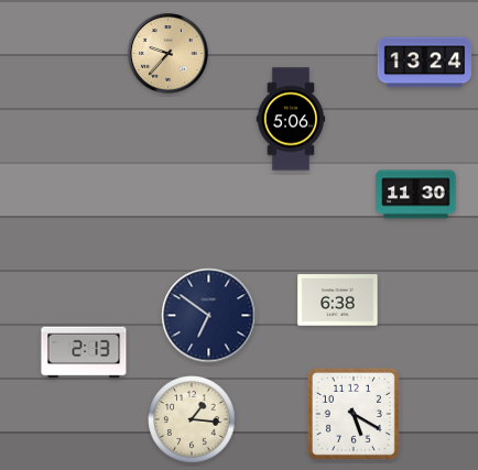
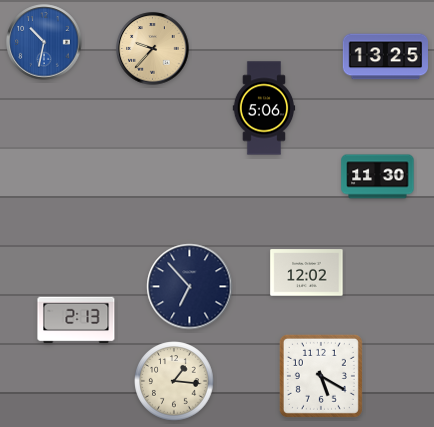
clock at (44, 42): none -> 10:32
clock at (424, 63): 13:24 -> 13:25
clock at (338, 300): 6:38 -> 12:02
clock at (209, 316): 6:51 -> 6:53
